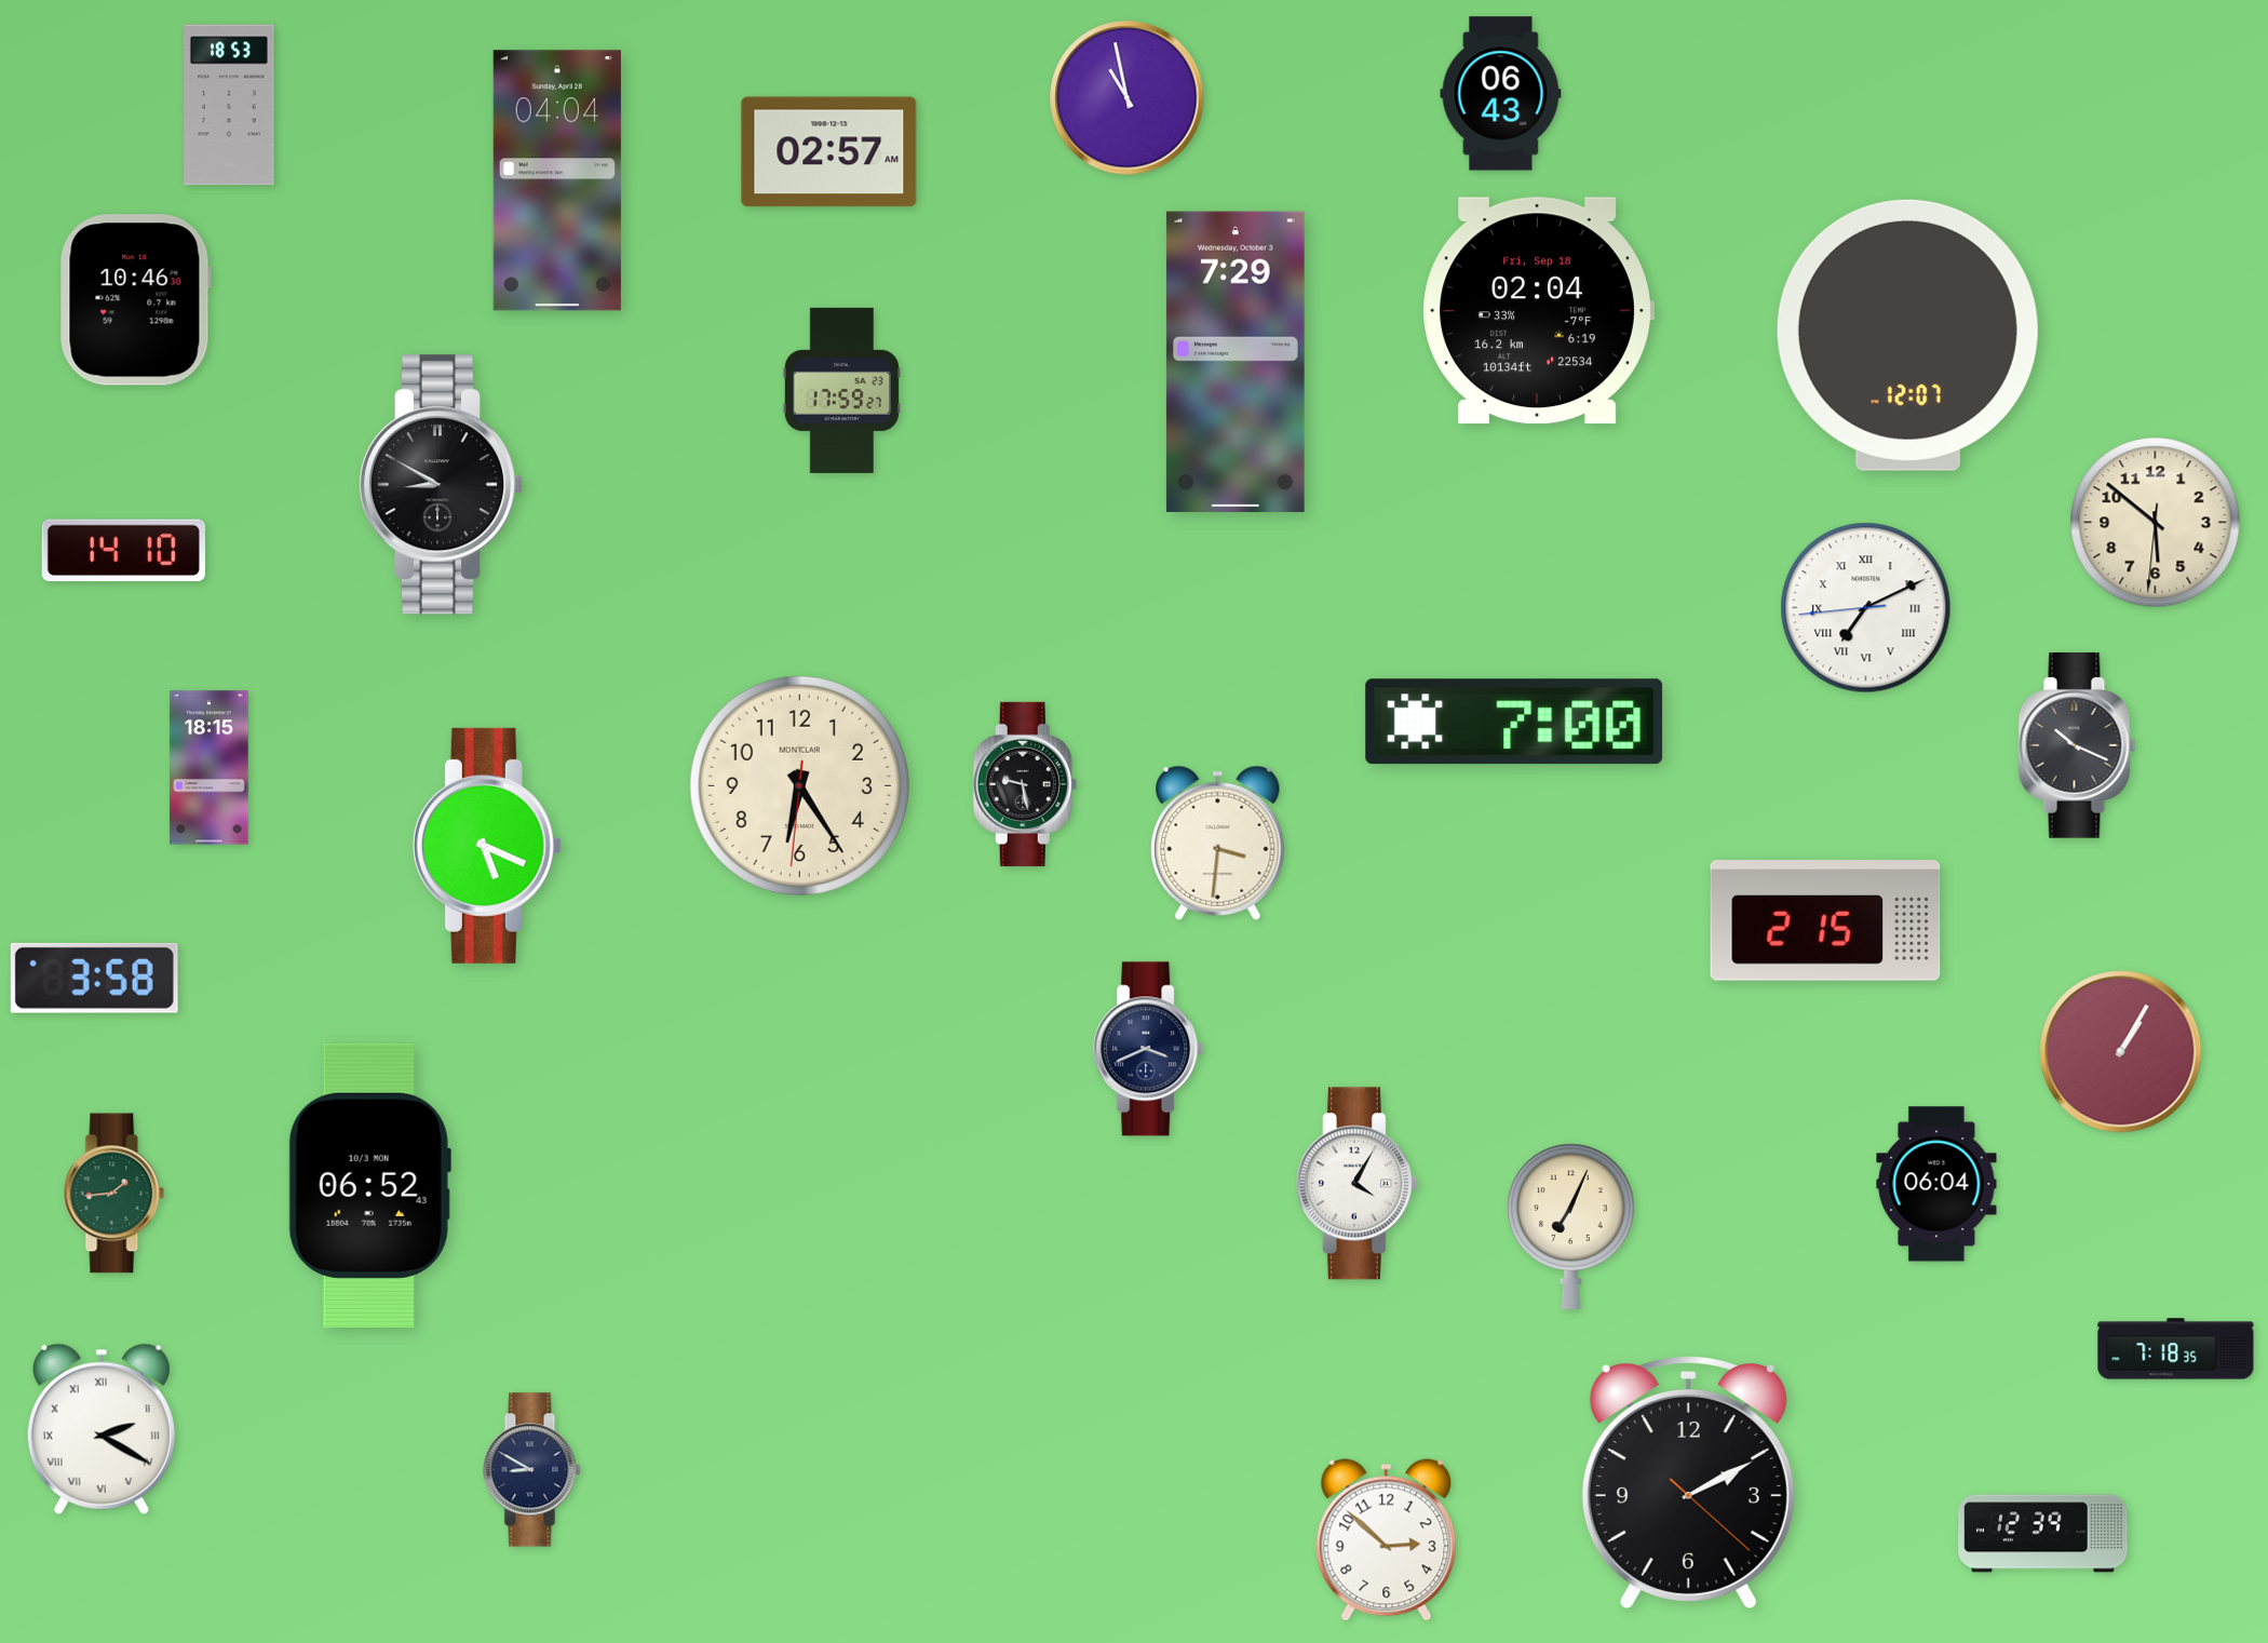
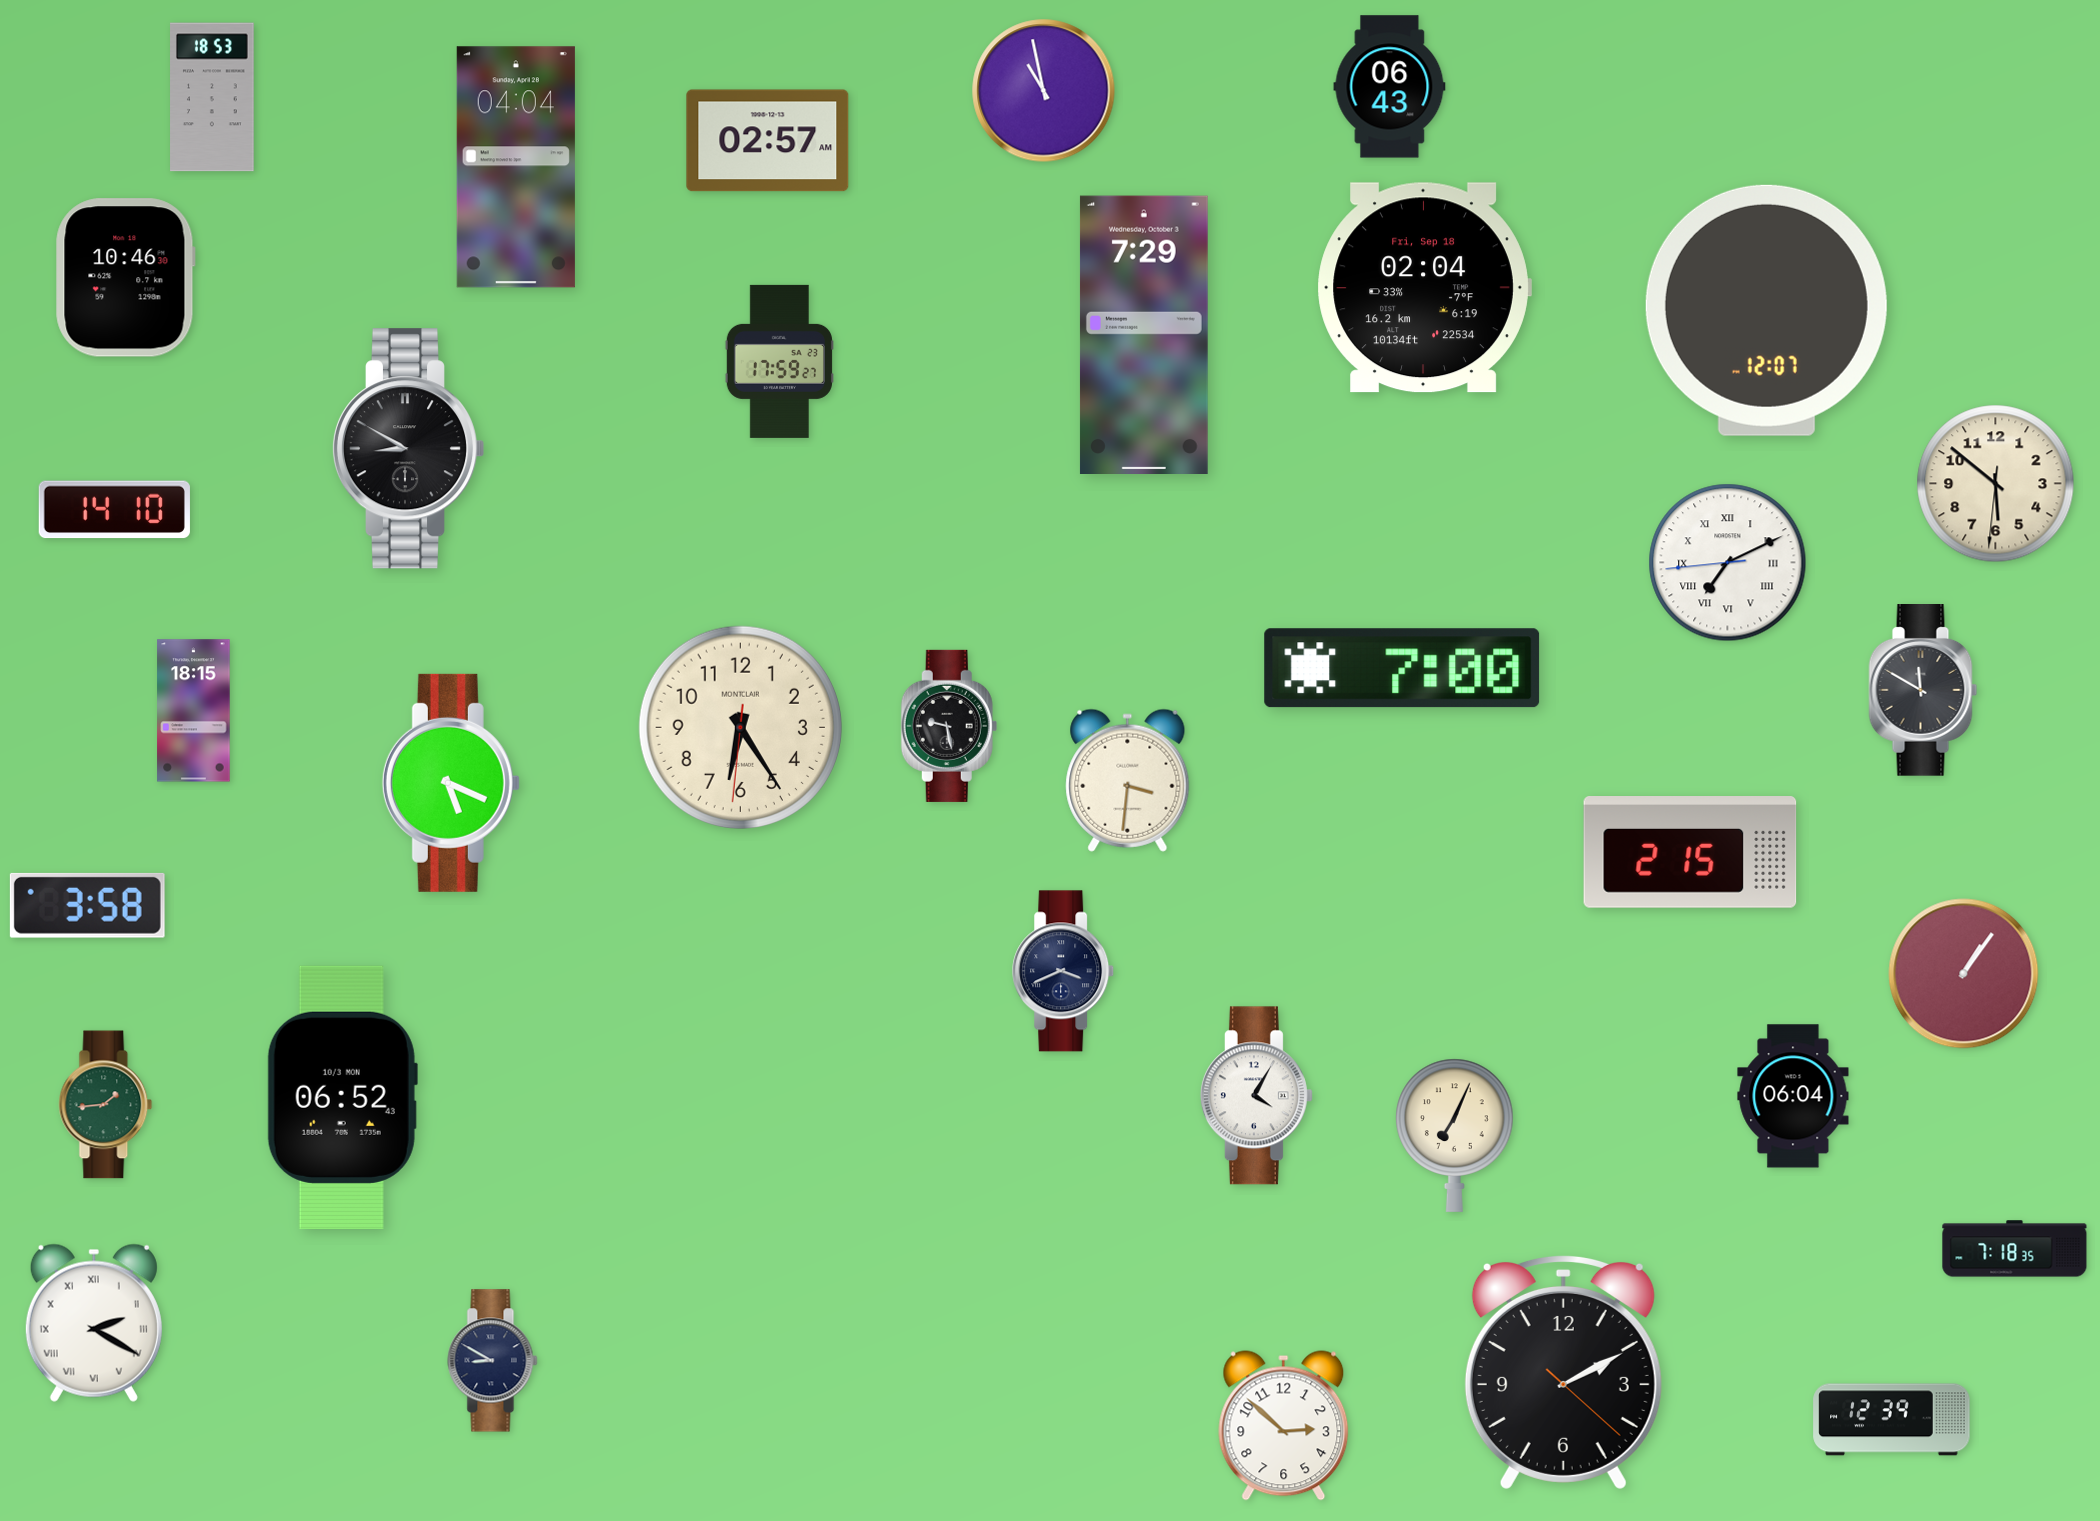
clock at (2077, 746): 10:19 -> 11:50
clock at (2121, 1052): 1:05 -> 1:06
